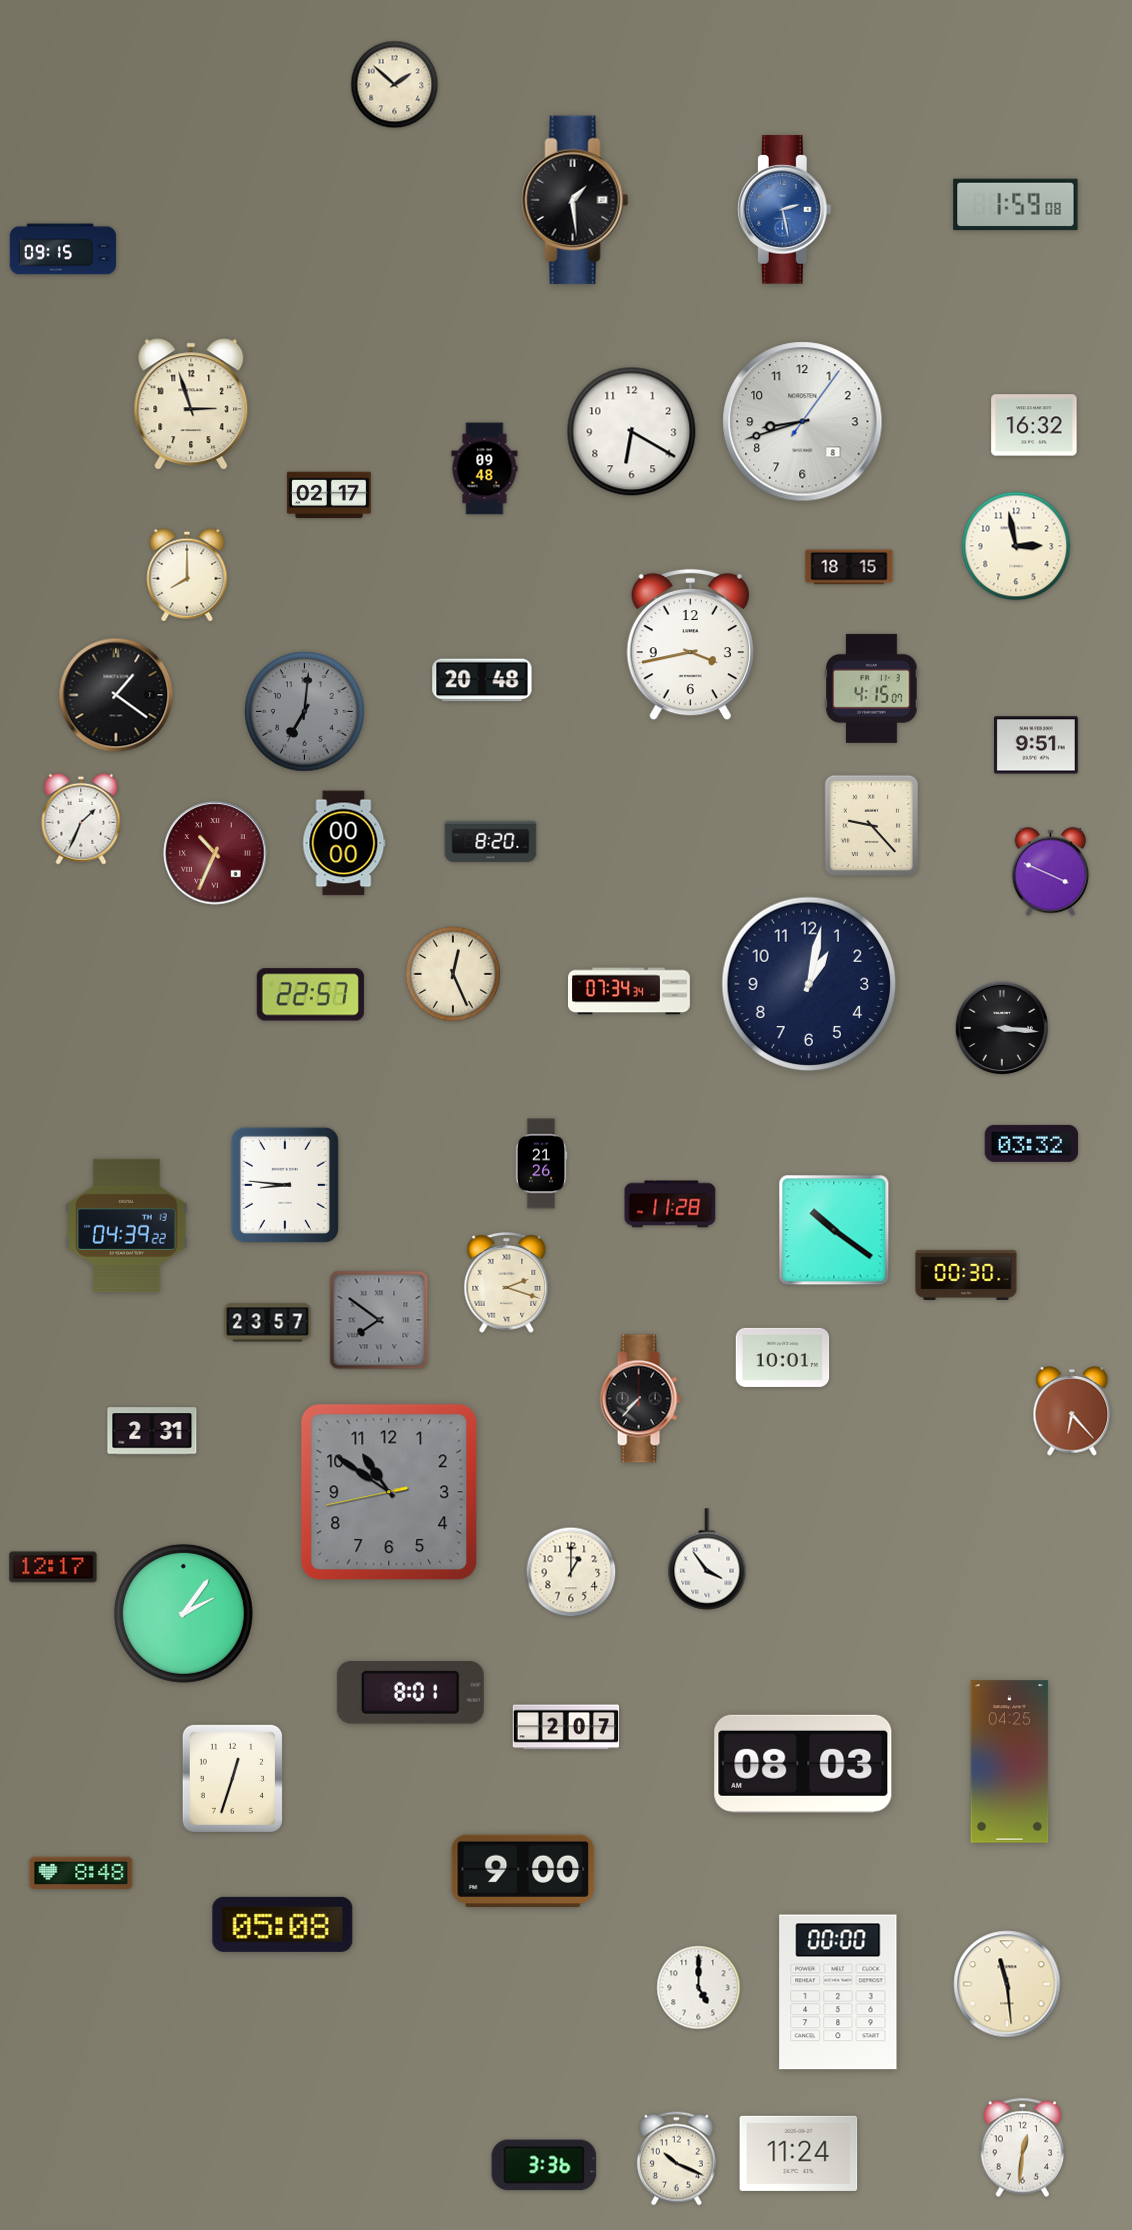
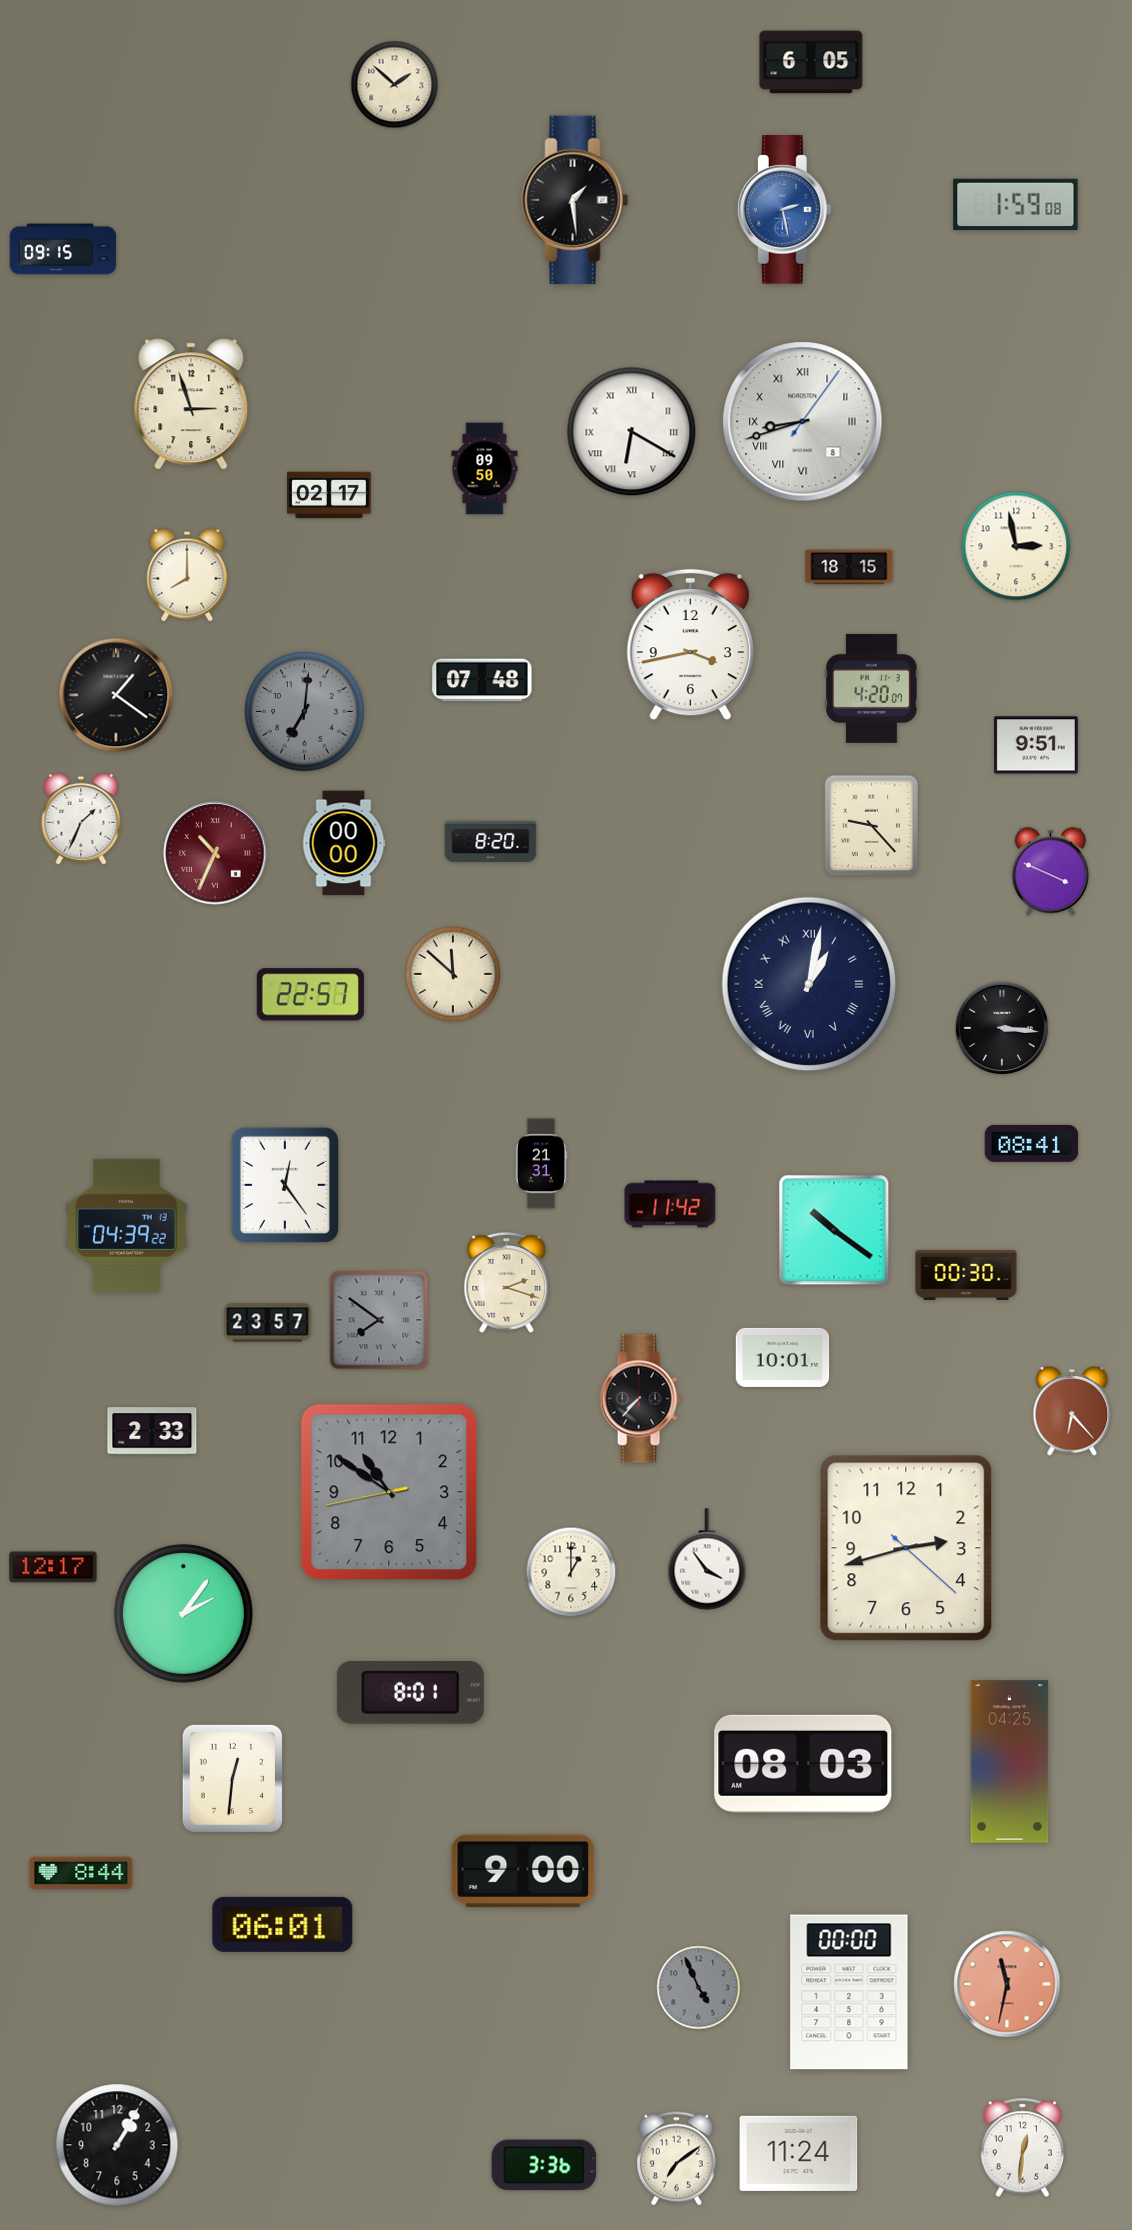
clock at (811, 62): none -> 6:05
clock at (803, 422) numerals: Arabic -> Roman
clock at (1034, 425): 16:32 -> none
clock at (632, 432) numerals: Arabic -> Roman
clock at (485, 469): 09:48 -> 09:50
clock at (482, 680): 20:48 -> 07:48
clock at (872, 688): 4:15 -> 4:20
clock at (453, 974): 12:26 -> 11:52
clock at (809, 984) numerals: Arabic -> Roman
clock at (630, 991): 07:34 -> none
clock at (1032, 1143): 03:32 -> 08:41
clock at (541, 1164): 21:26 -> 21:31
clock at (285, 1185): 8:46 -> 12:24
clock at (670, 1204): 11:28 -> 11:42
clock at (152, 1431): 2:31 -> 2:33
clock at (906, 1548): none -> 2:42
clock at (566, 1727): 2:07 -> none
clock at (232, 1778): 12:33 -> 12:31
clock at (81, 1873): 8:48 -> 8:44
clock at (283, 1924): 05:08 -> 06:01
clock at (1007, 1984): 11:29 -> 11:32
clock at (1007, 1984) dial: cream -> salmon
clock at (699, 1988): 5:00 -> 4:56
clock at (699, 1988) dial: white -> grey
clock at (838, 1992) position: (838, 1992) -> (849, 1992)
clock at (117, 2145): none -> 1:05
clock at (676, 2159): 10:19 -> 7:09
